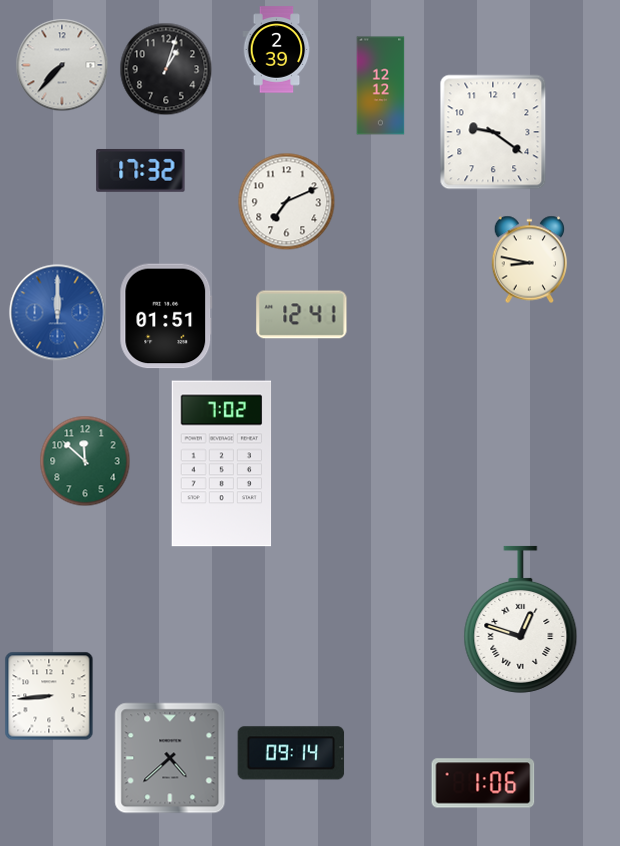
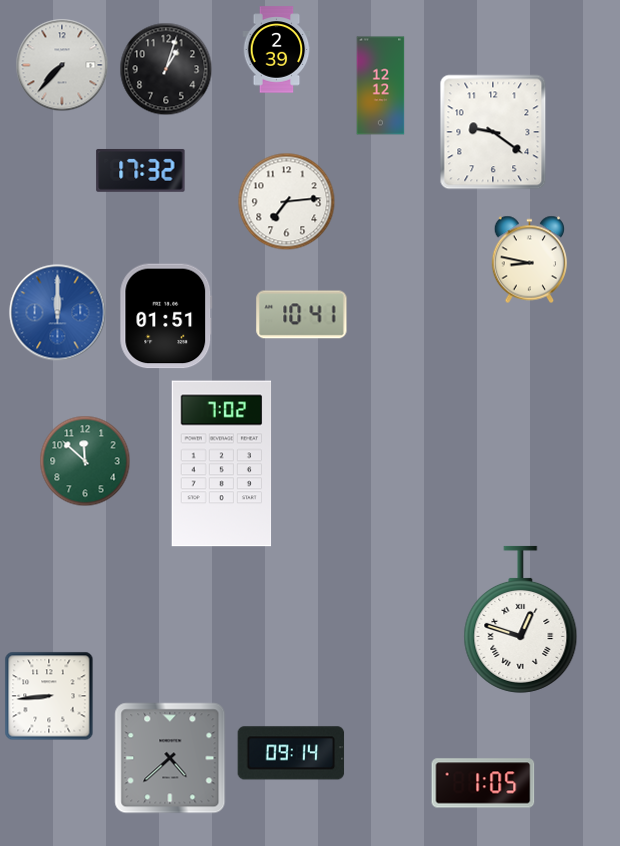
clock at (287, 202): 7:11 -> 7:14
clock at (302, 315): 12:41 -> 10:41
clock at (483, 783): 1:06 -> 1:05
